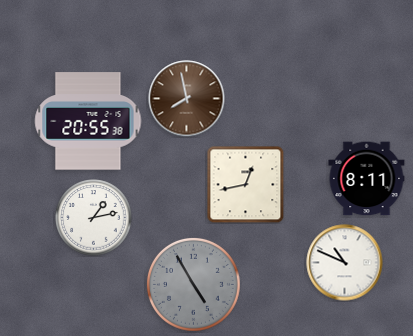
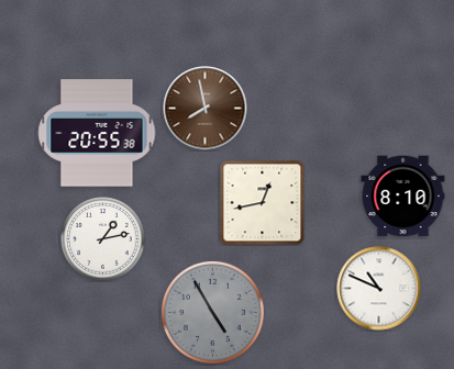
clock at (367, 179): 8:11 -> 8:10
clock at (245, 184) position: (245, 184) -> (262, 202)
